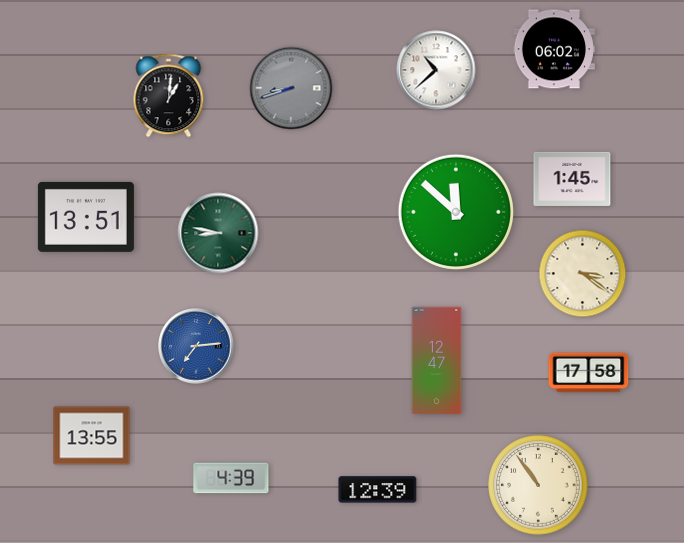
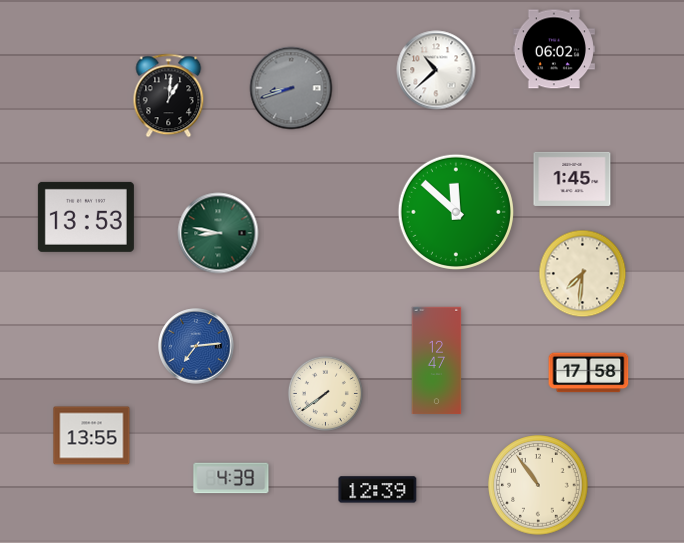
clock at (86, 217): 13:51 -> 13:53
clock at (583, 274): 3:21 -> 7:31
clock at (325, 393): none -> 7:39
